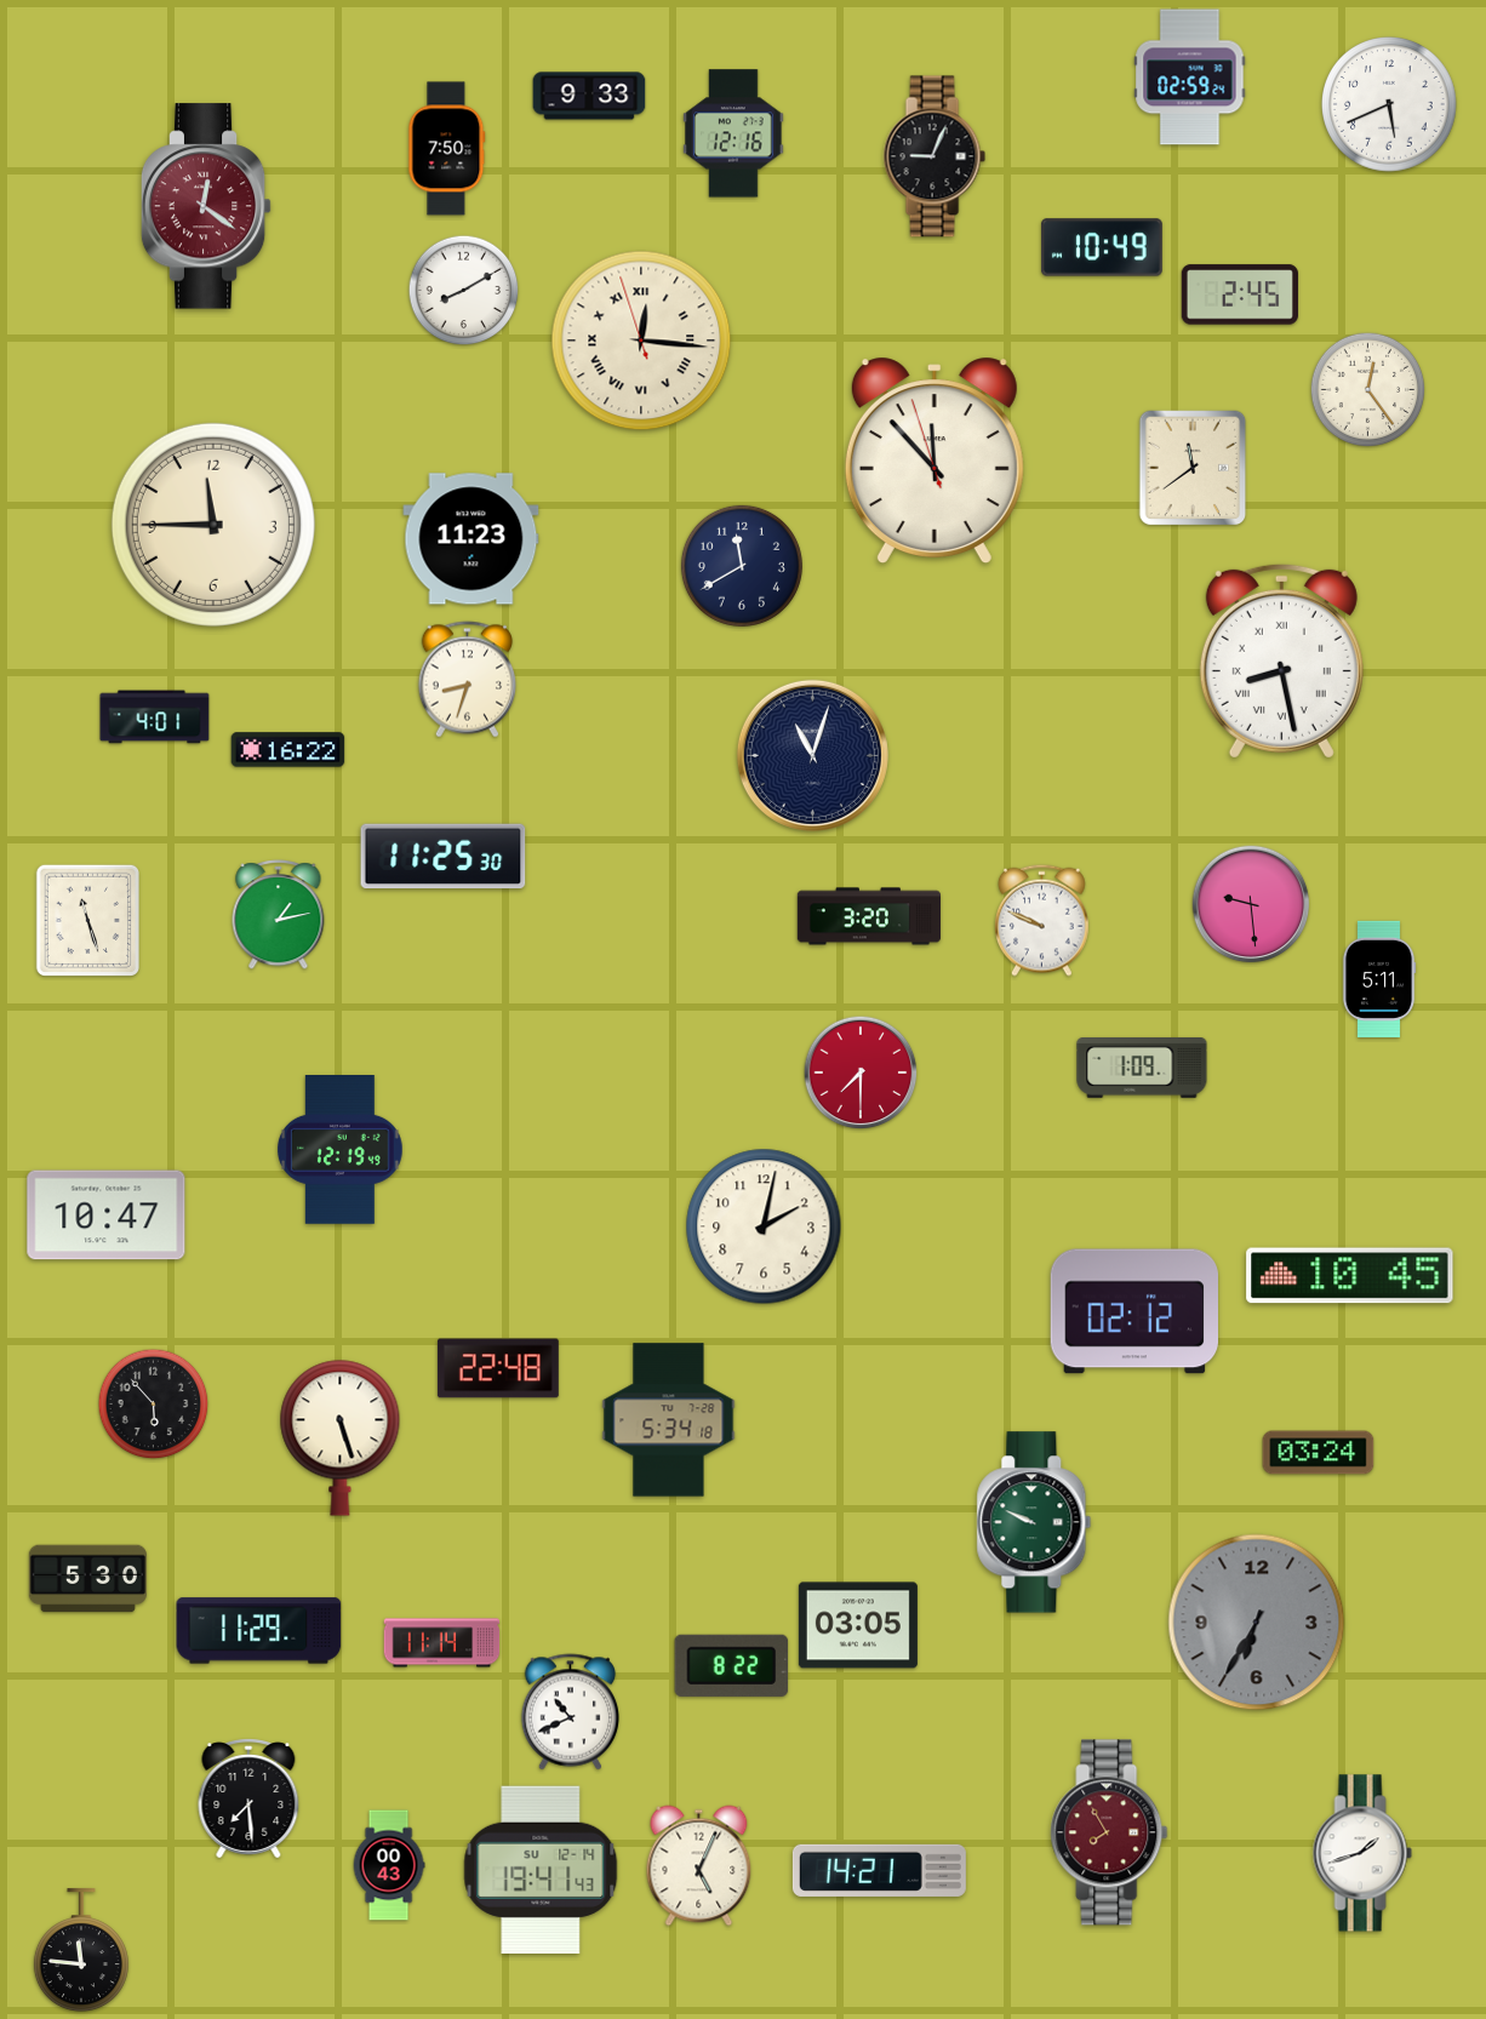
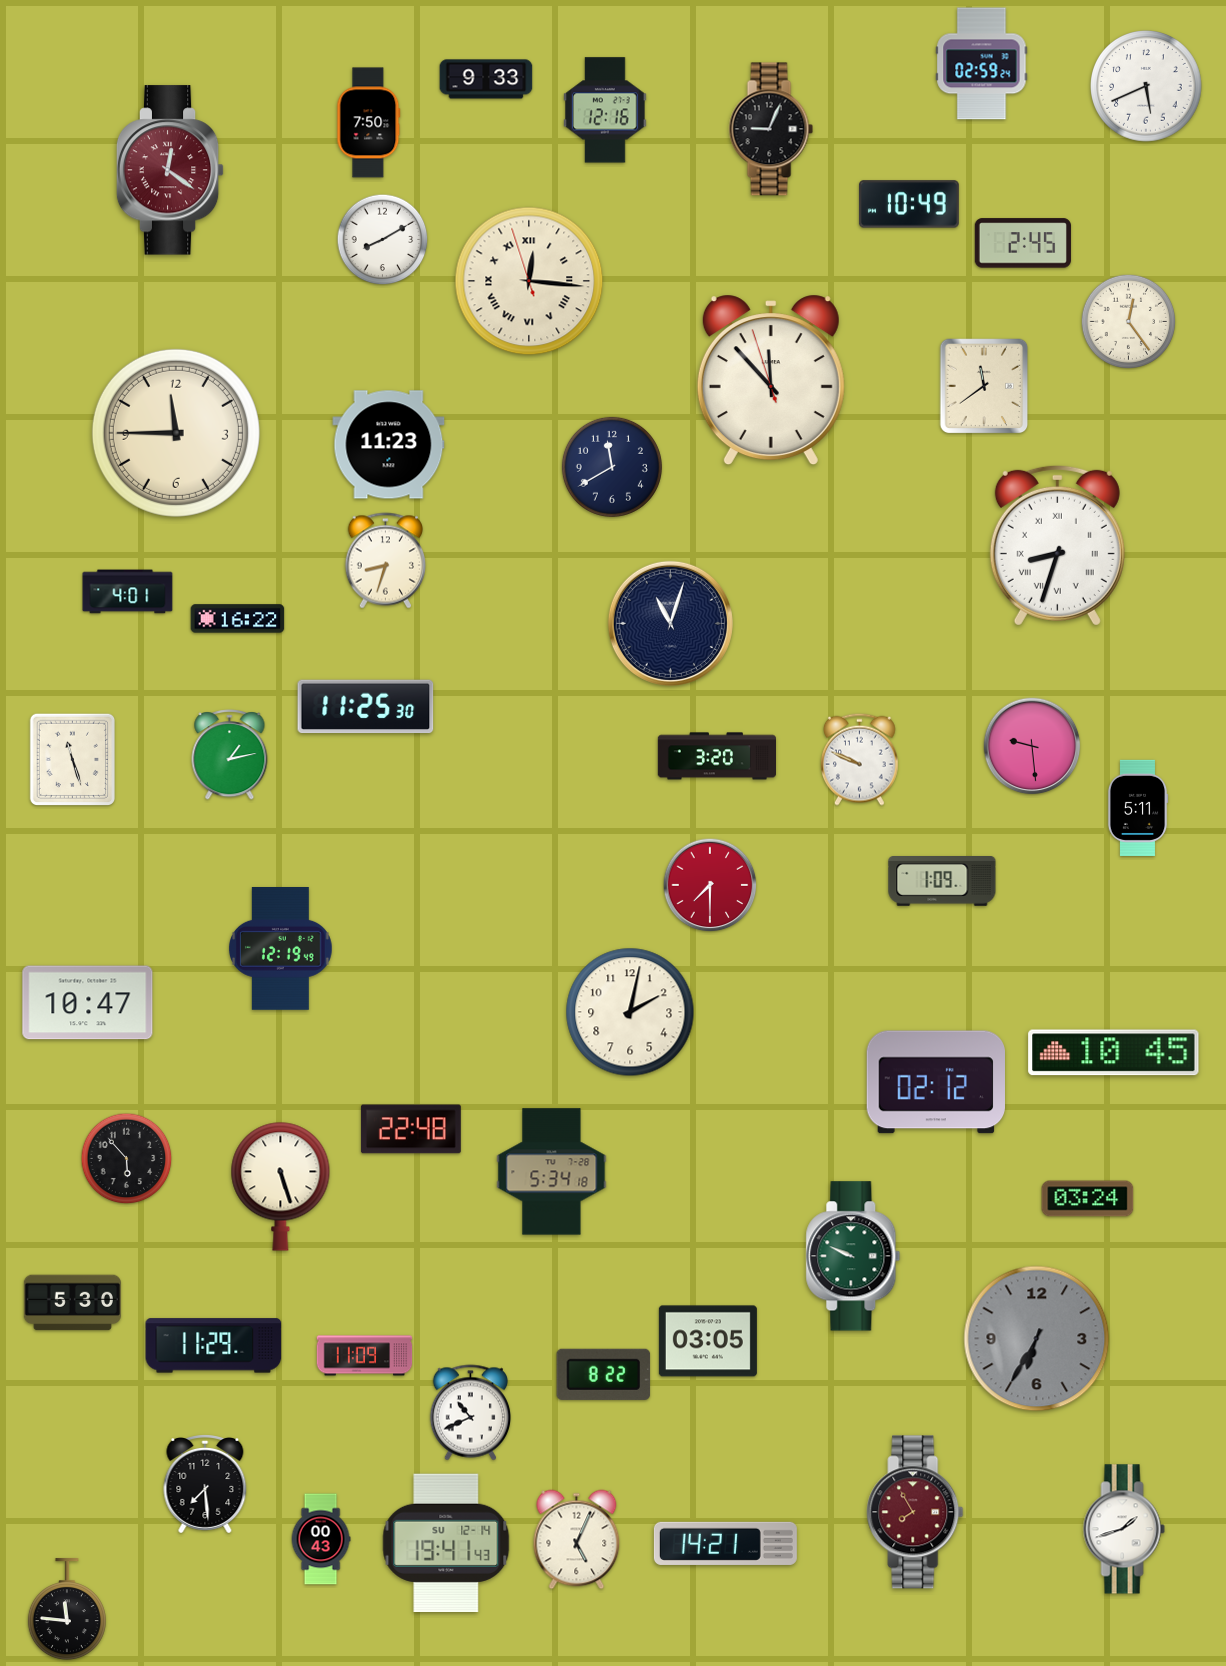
clock at (1281, 660): 8:28 -> 8:33
clock at (442, 1643): 11:14 -> 11:09
